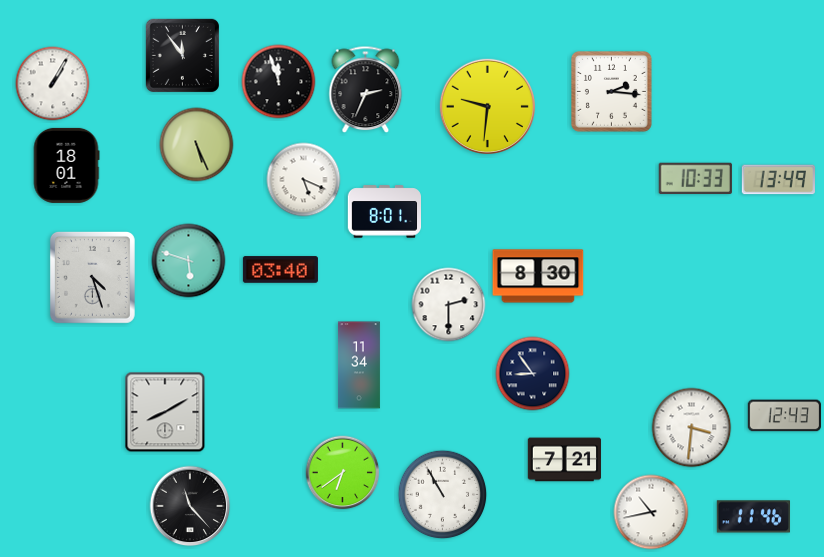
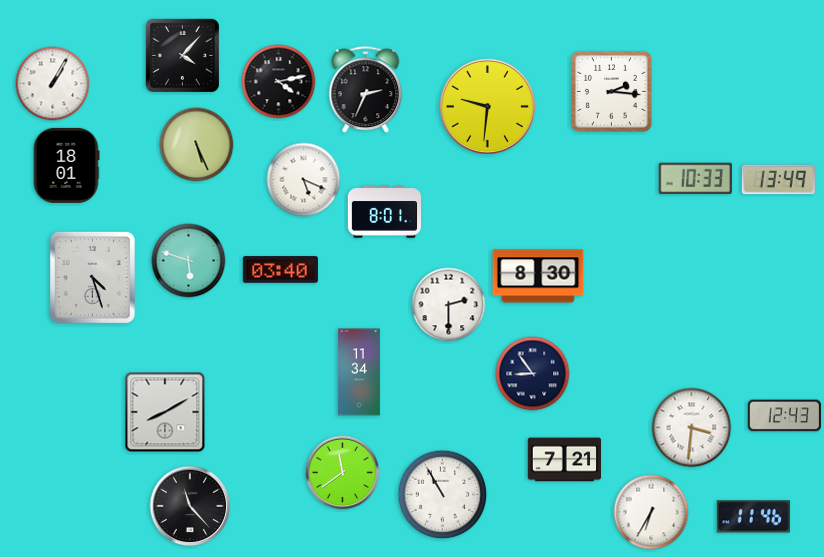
clock at (182, 55): 11:54 -> 4:07
clock at (279, 82): 11:57 -> 4:13
clock at (359, 365) position: (359, 365) -> (359, 372)
clock at (343, 473): 6:39 -> 11:39
clock at (651, 512): 10:43 -> 6:35
